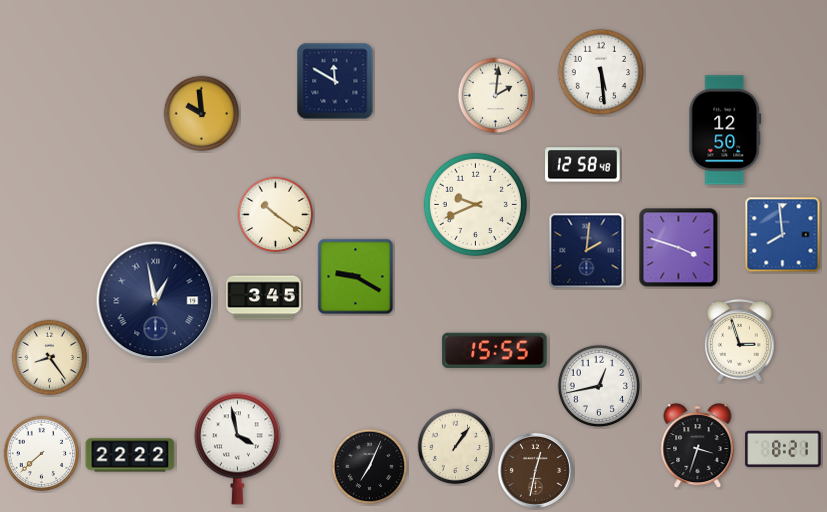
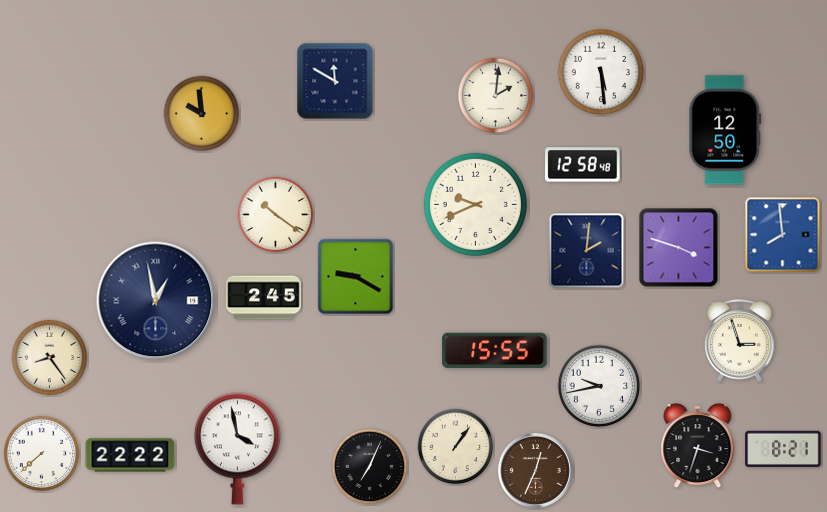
clock at (264, 298): 3:45 -> 2:45
clock at (599, 386): 12:43 -> 9:43
clock at (535, 470): 12:32 -> 12:34
